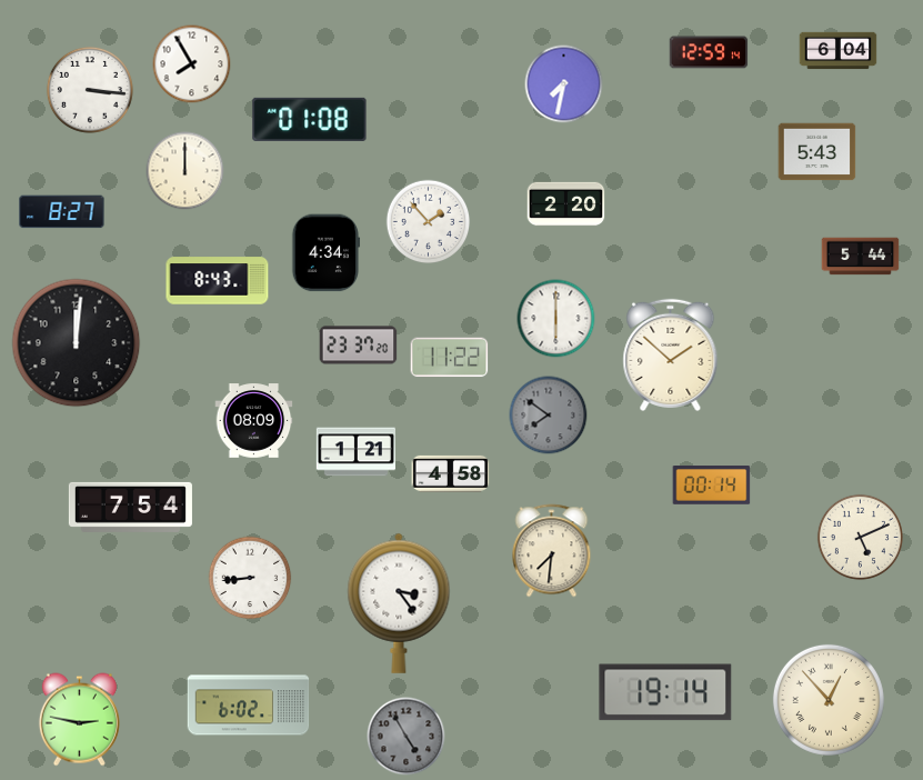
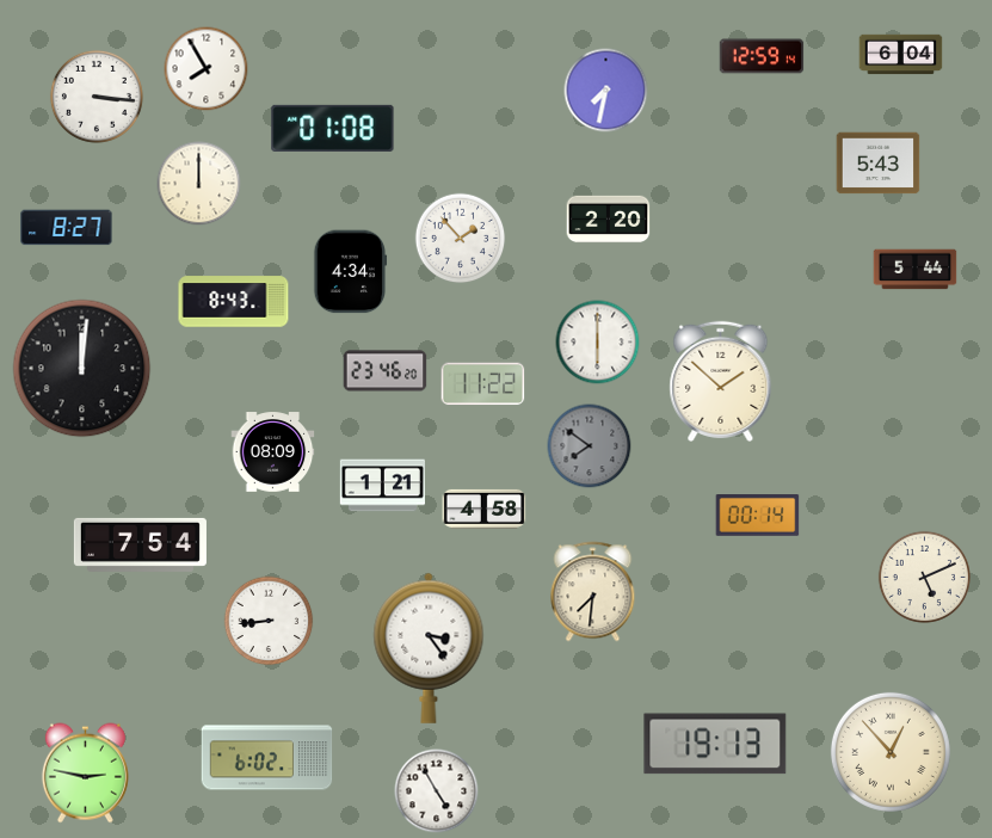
clock at (861, 257) position: (861, 257) -> (916, 270)
clock at (359, 346): 23:37 -> 23:46
clock at (712, 486) position: (712, 486) -> (758, 516)
clock at (665, 692): 19:14 -> 19:13
clock at (407, 737) dial: grey -> white
